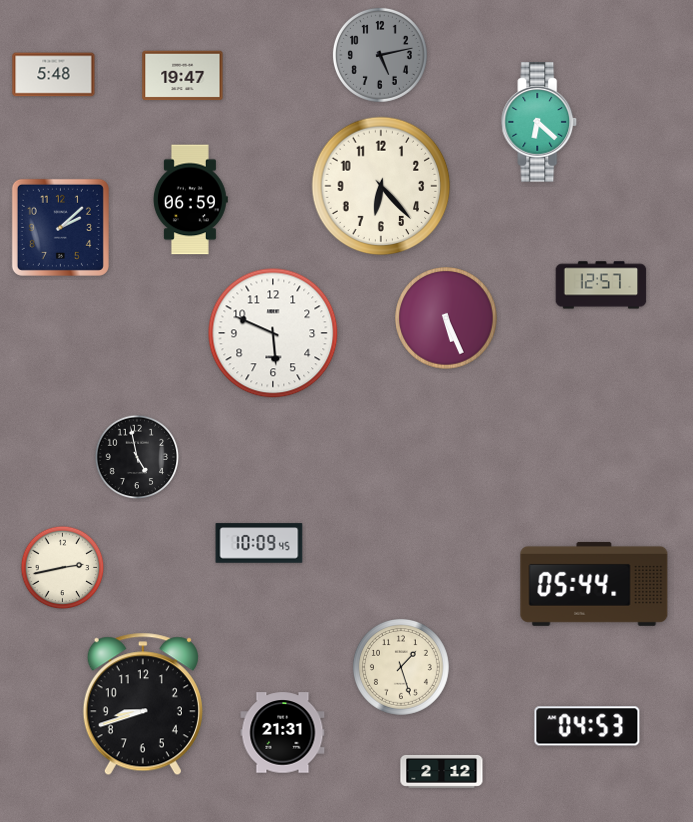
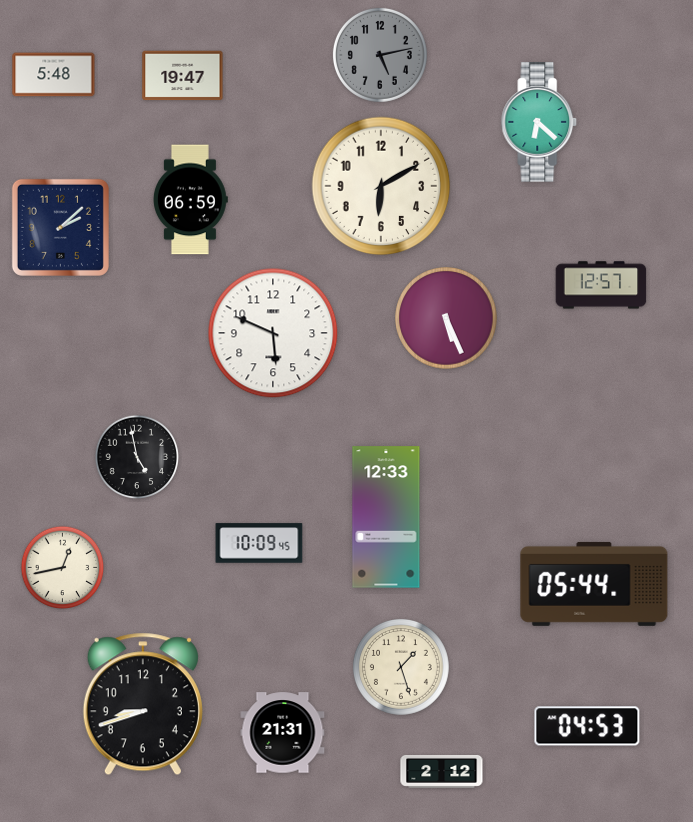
clock at (381, 186): 6:23 -> 6:10
clock at (386, 517): none -> 12:33
clock at (63, 568): 2:43 -> 12:43
